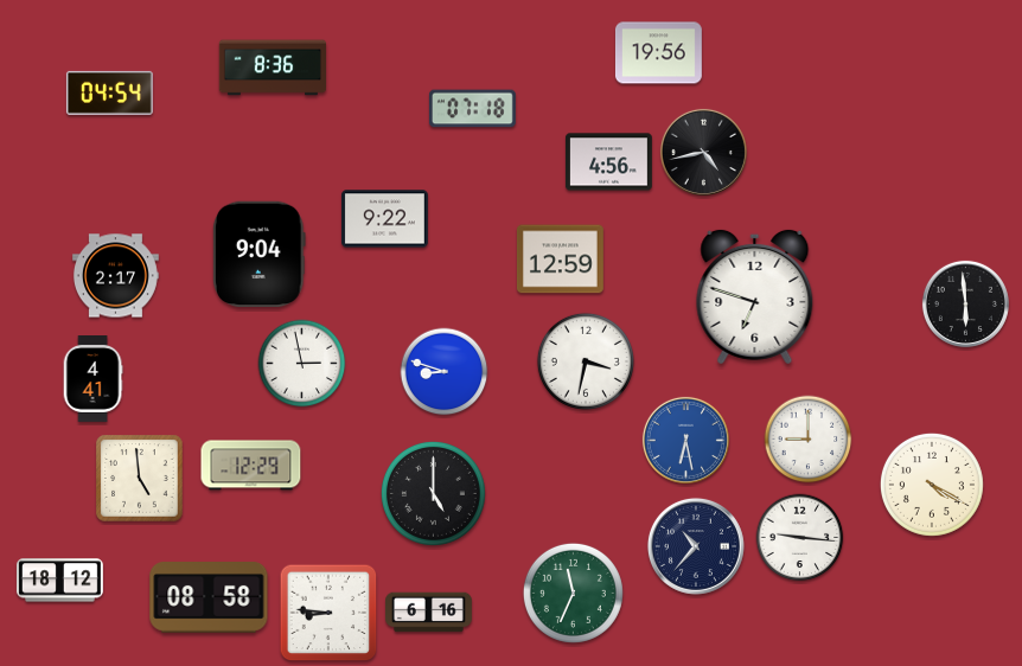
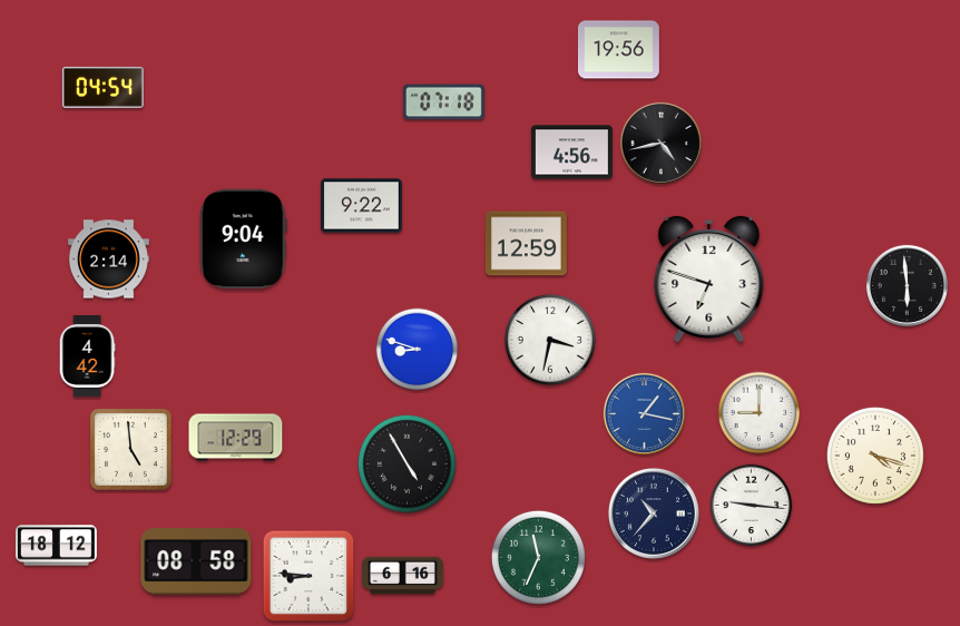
clock at (273, 68): 8:36 -> none
clock at (116, 276): 2:17 -> 2:14
clock at (302, 364): 2:58 -> none
clock at (92, 379): 4:41 -> 4:42
clock at (685, 440): 6:28 -> 1:17
clock at (932, 485): 4:20 -> 4:18
clock at (433, 493): 5:00 -> 4:55
